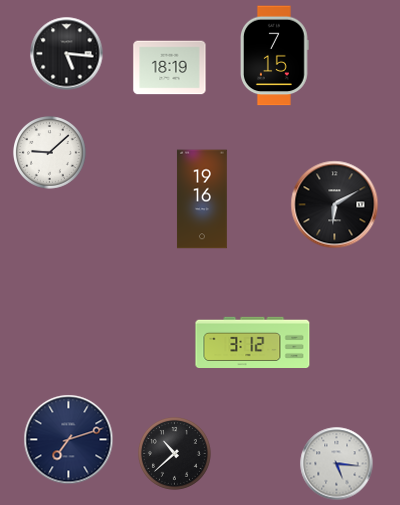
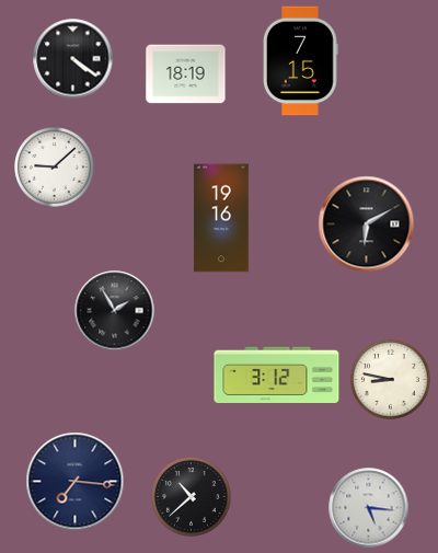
clock at (67, 54): 5:16 -> 4:21
clock at (115, 311): none -> 1:55
clock at (391, 380): none -> 8:47
clock at (69, 440): 7:12 -> 7:16
